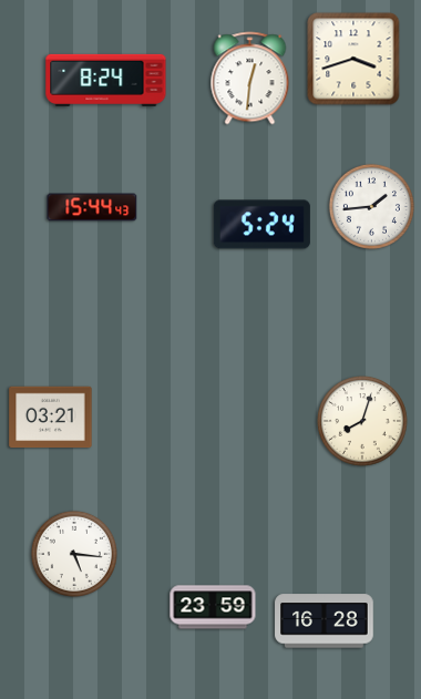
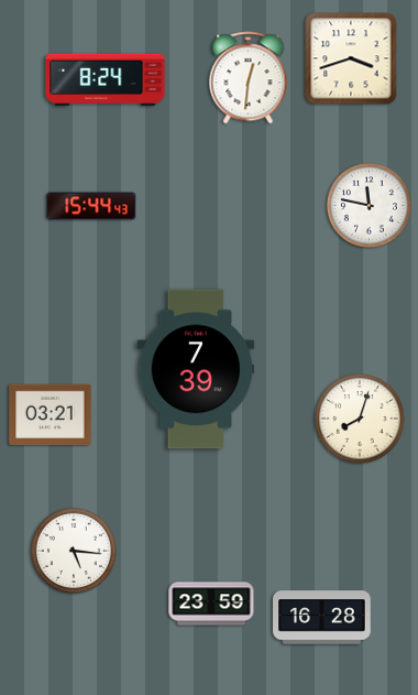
clock at (371, 206): 1:44 -> 11:47
clock at (261, 225): 5:24 -> none
clock at (196, 369): none -> 7:39
